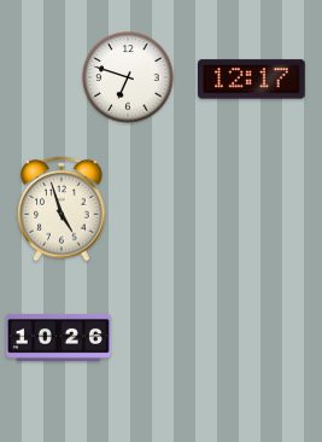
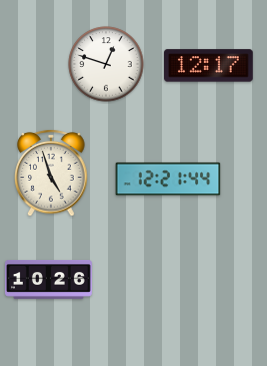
clock at (128, 77): 6:48 -> 12:48
clock at (168, 179): none -> 12:21
